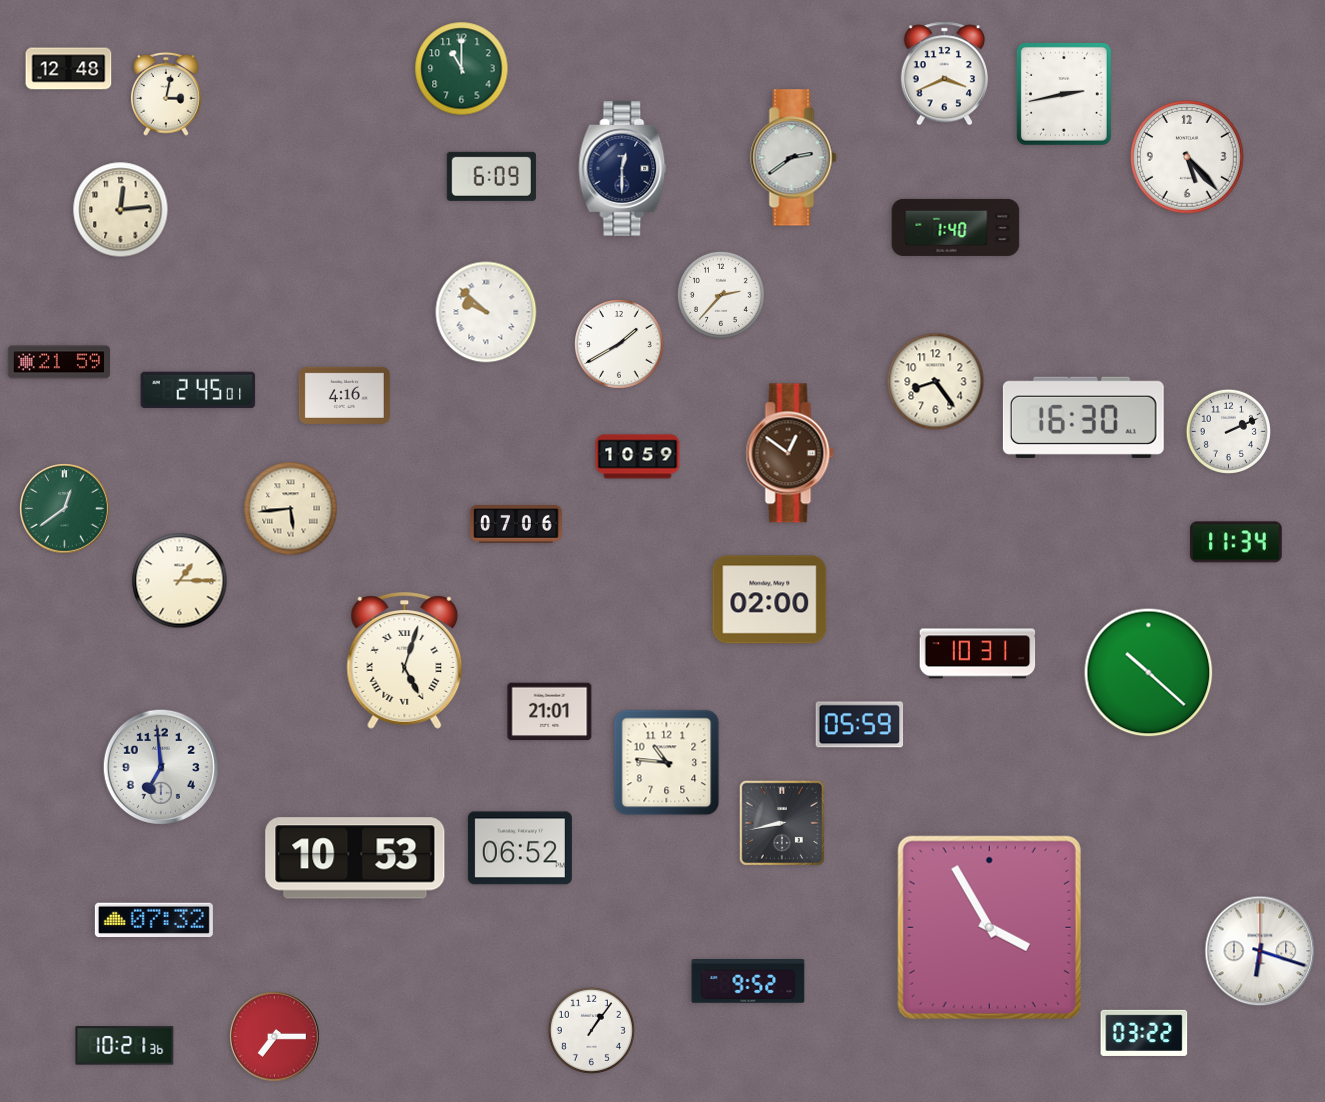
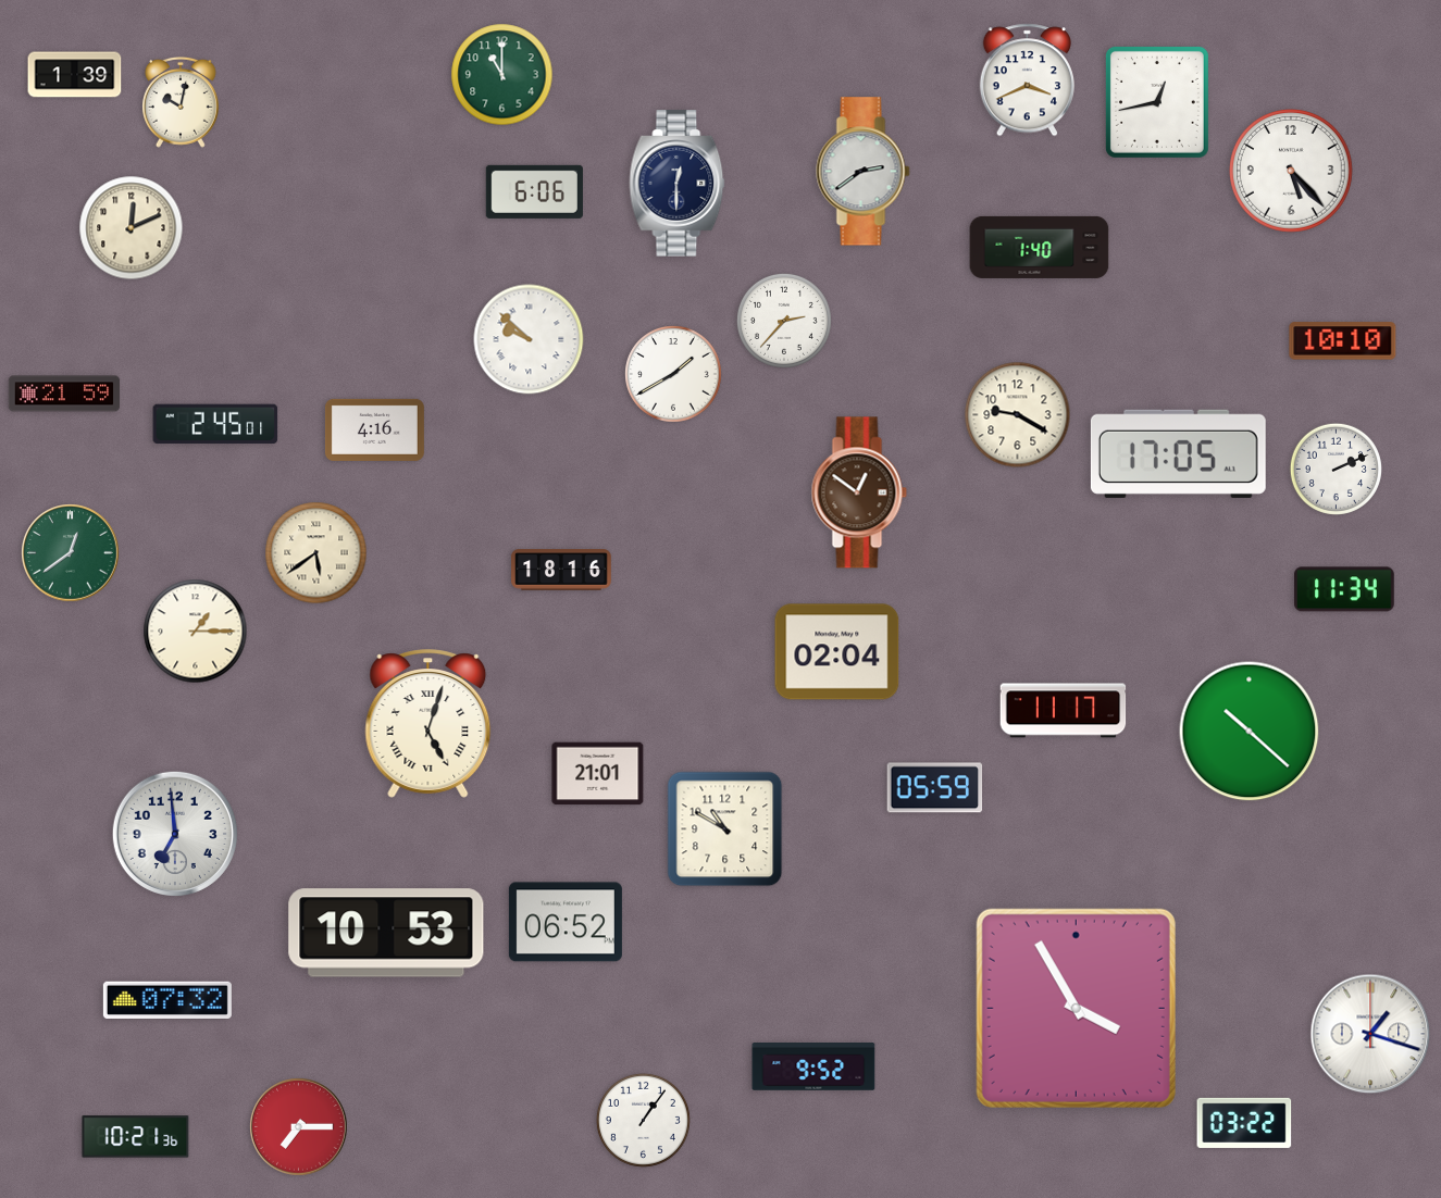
clock at (69, 69): 12:48 -> 1:39
clock at (166, 94): 3:02 -> 10:02
clock at (1064, 94): 2:43 -> 12:43
clock at (491, 176): 6:09 -> 6:06
clock at (121, 210): 12:14 -> 12:11
clock at (1343, 341): none -> 10:10
clock at (936, 382): 8:24 -> 9:20
clock at (1083, 417): 16:30 -> 17:05
clock at (638, 457): 10:59 -> none
clock at (291, 509): 5:44 -> 5:39
clock at (516, 524): 07:06 -> 18:16
clock at (770, 600): 02:00 -> 02:04
clock at (978, 654): 10:31 -> 11:17
clock at (405, 661) position: (405, 661) -> (428, 724)
clock at (667, 763): 10:46 -> 10:50
clock at (782, 823): 8:43 -> none
clock at (1260, 951): 6:18 -> 1:18
